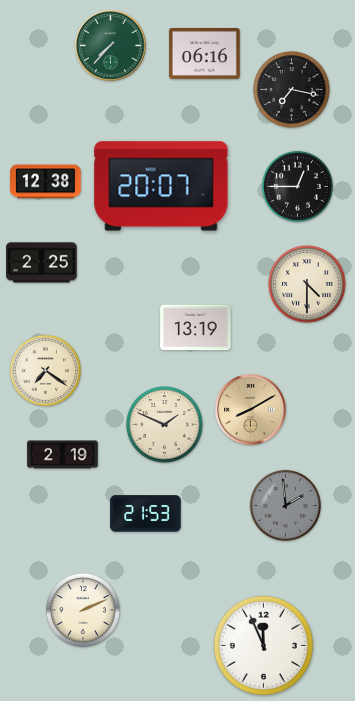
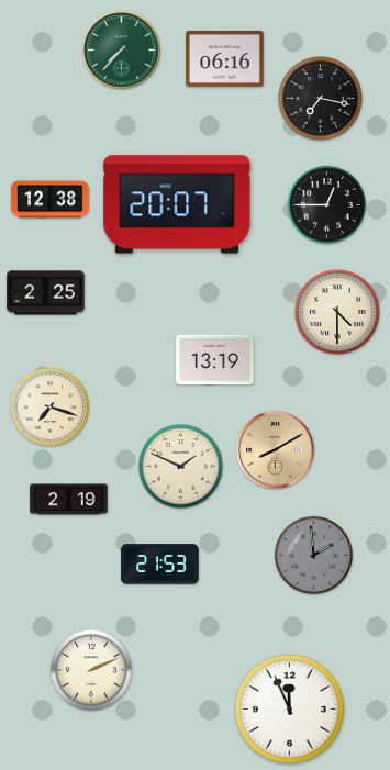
clock at (42, 263) position: (42, 263) -> (46, 293)
clock at (45, 370): 7:21 -> 7:18
